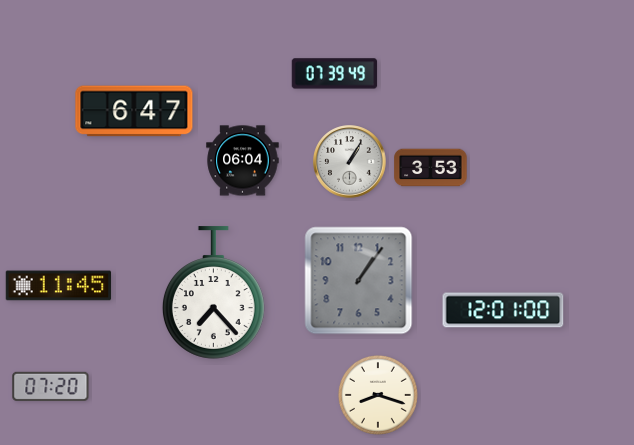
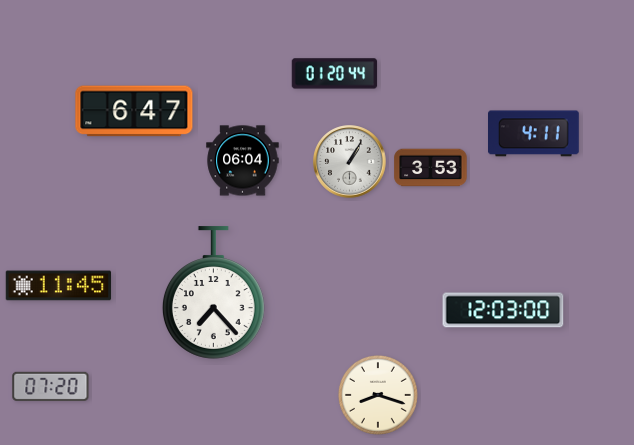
clock at (335, 74): 07:39 -> 01:20
clock at (534, 134): none -> 4:11
clock at (359, 281): 1:06 -> none
clock at (503, 310): 12:01 -> 12:03
